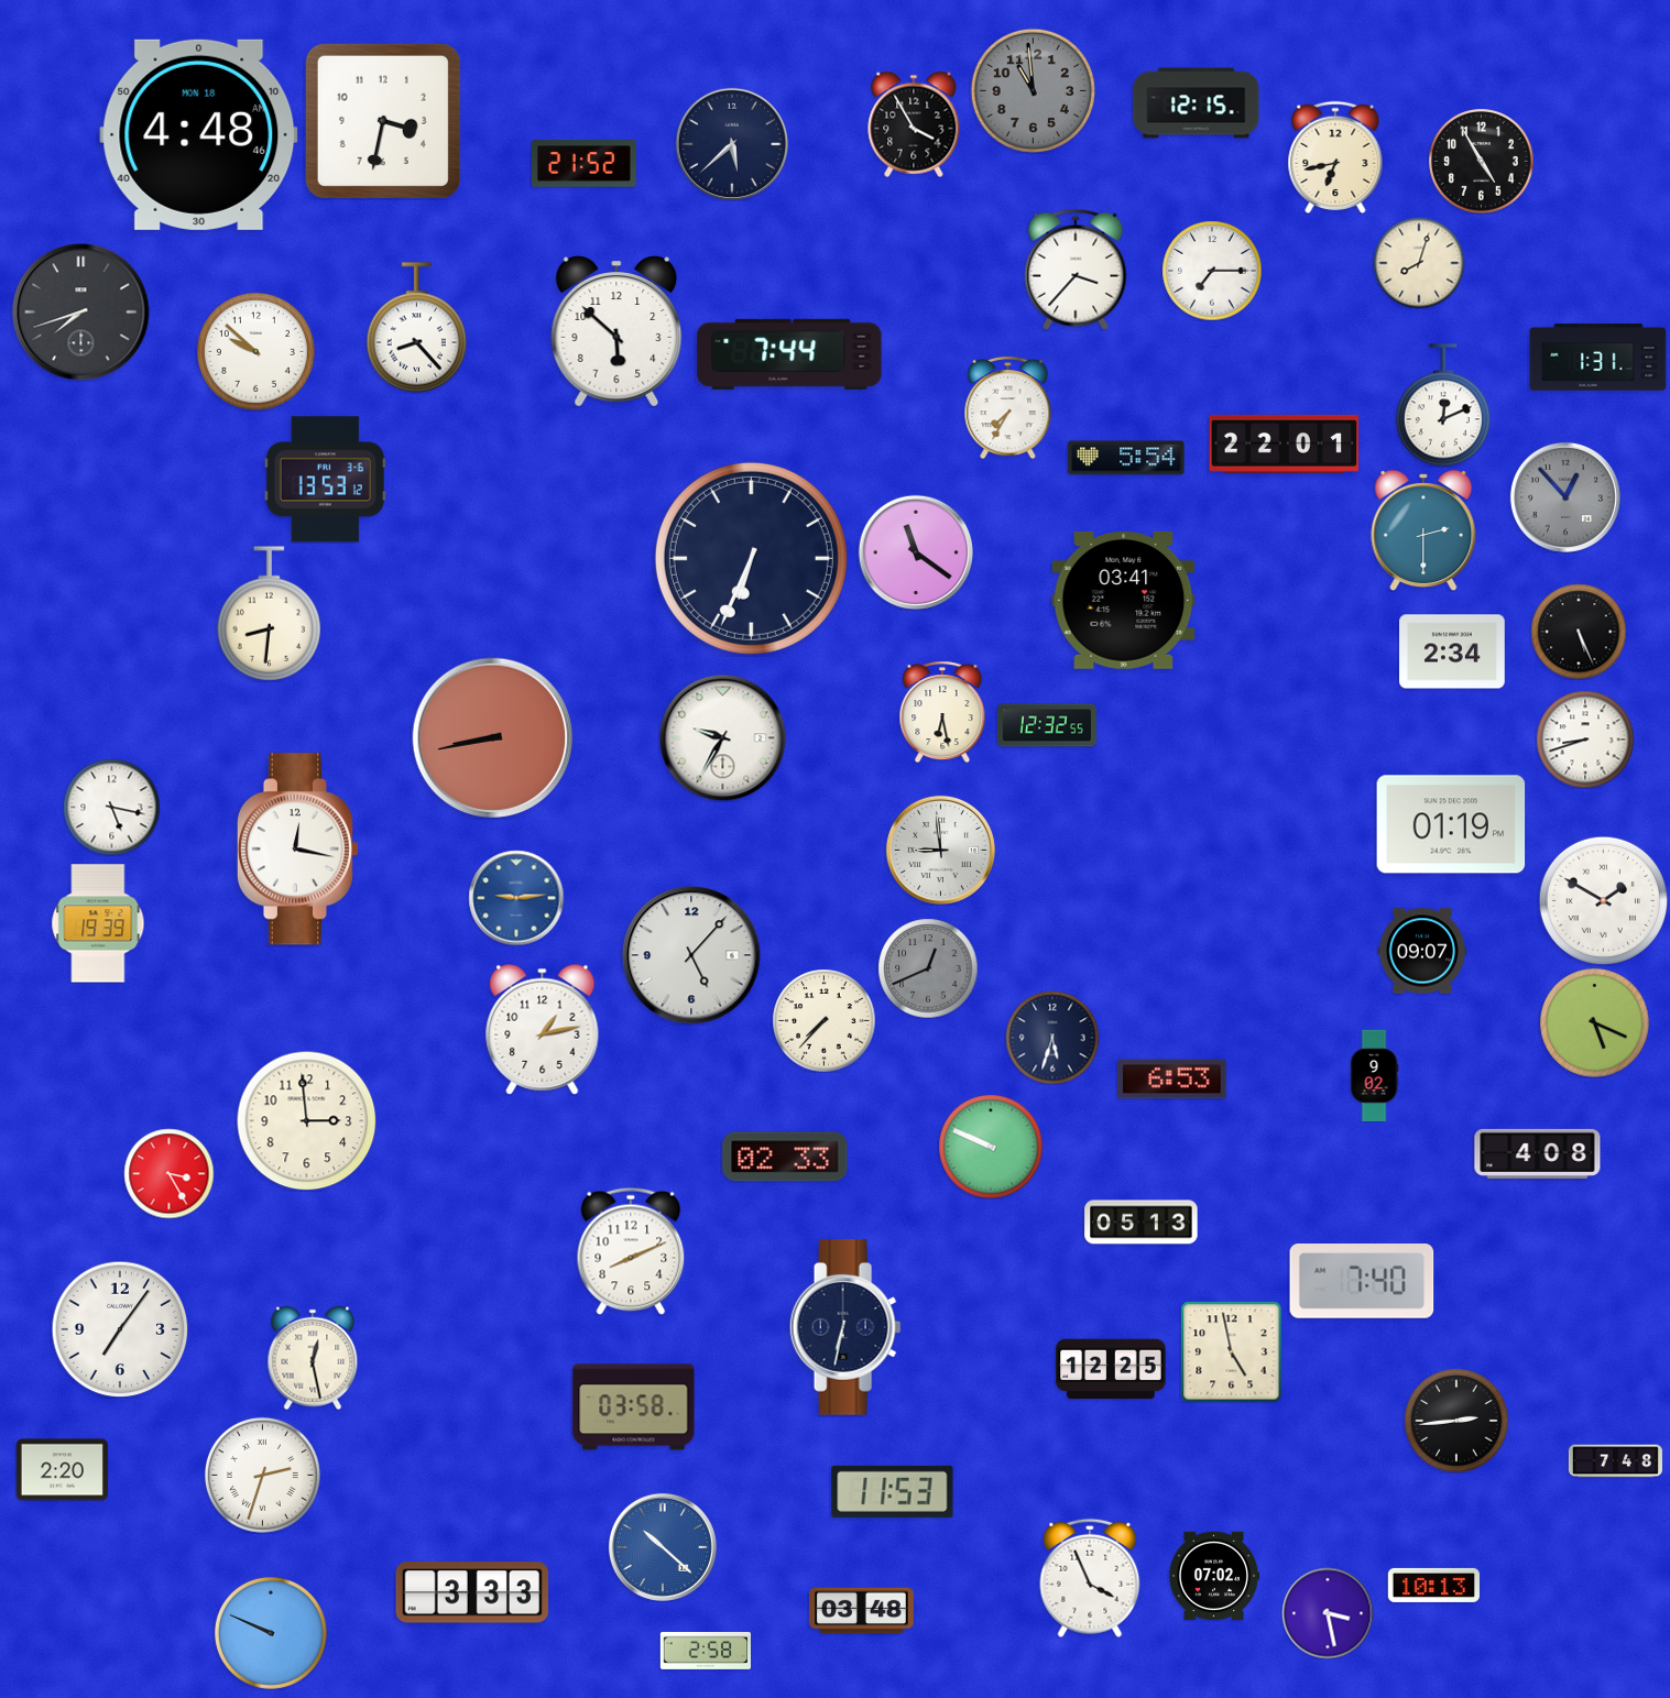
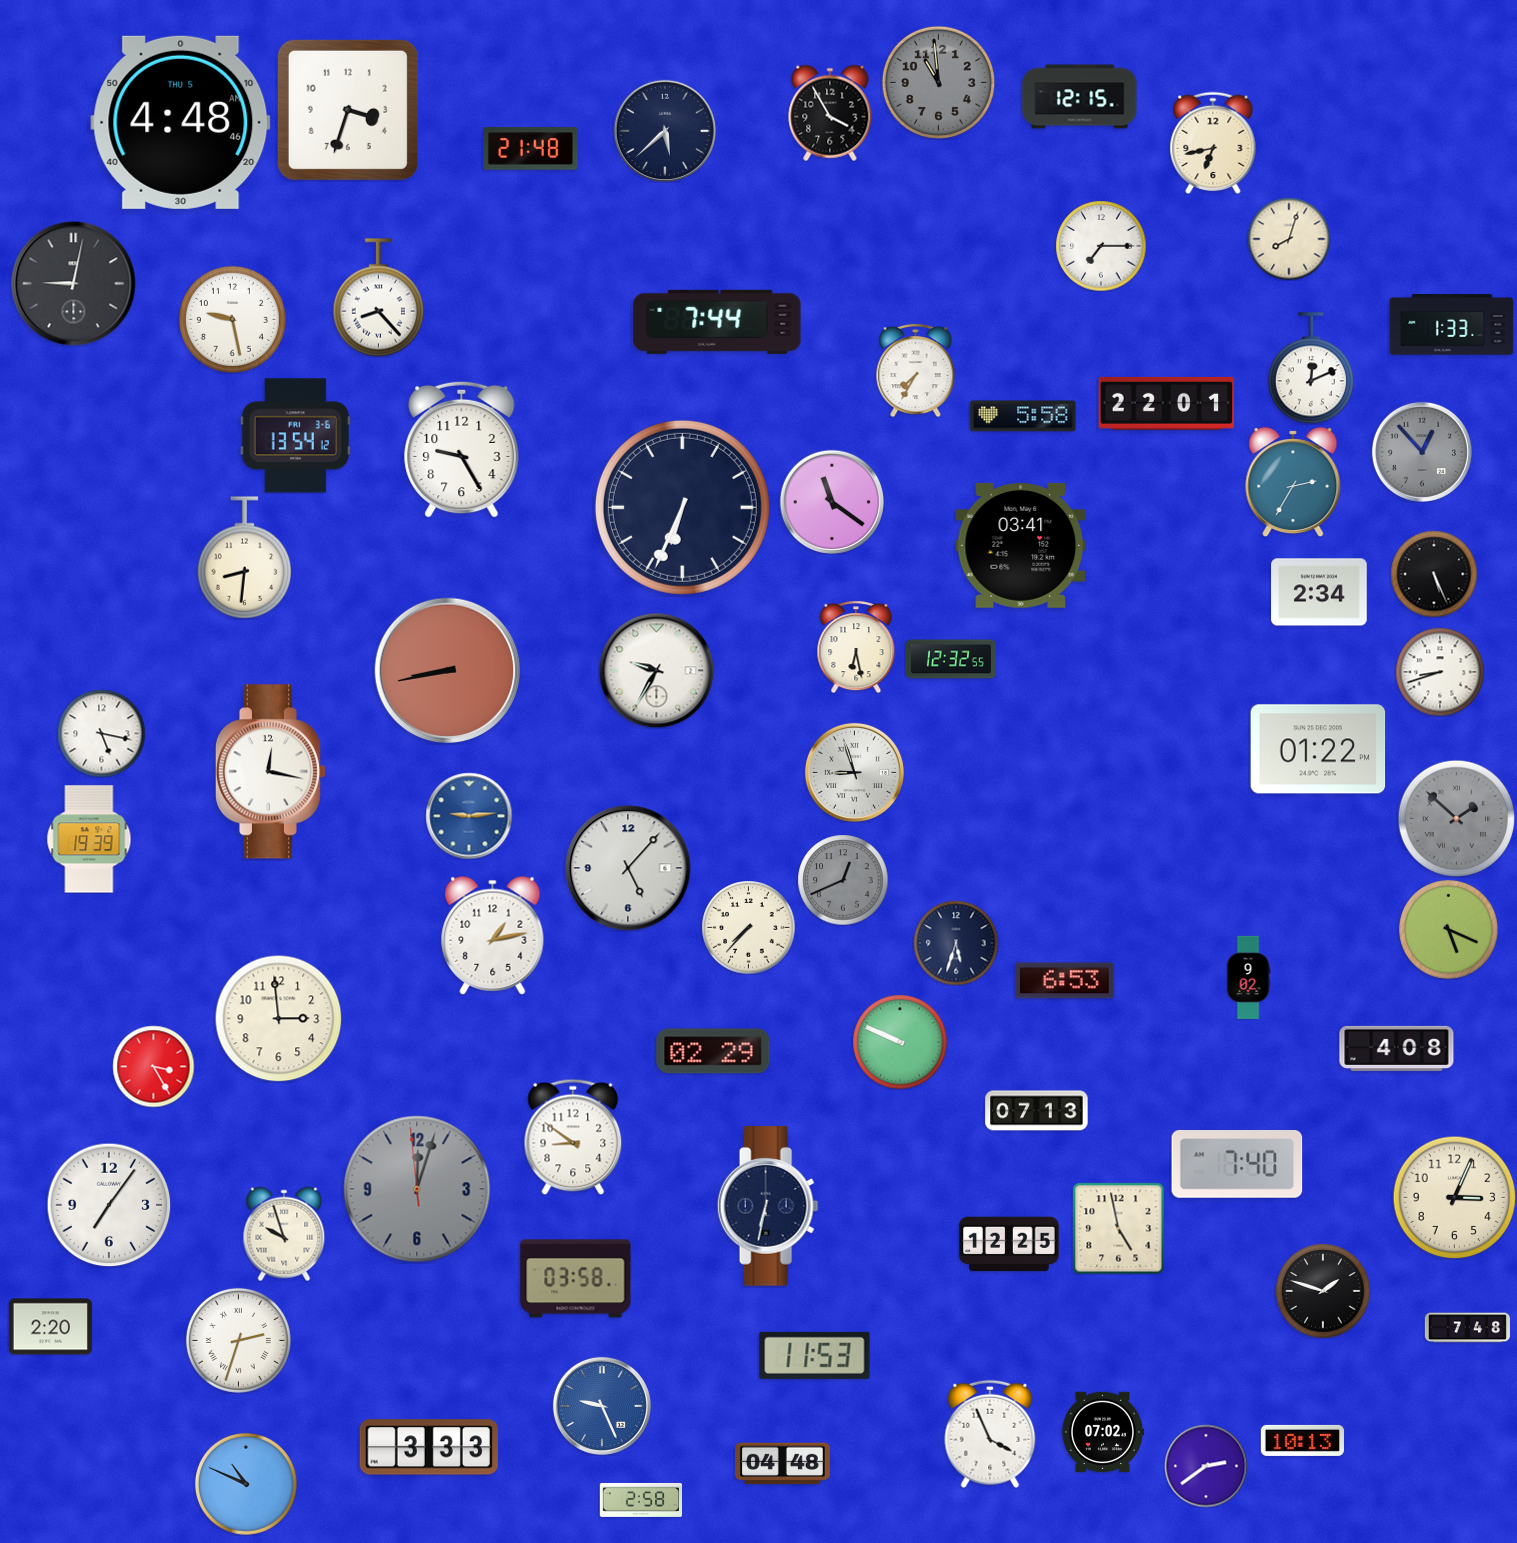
clock at (1197, 103) position: (1197, 103) -> (1080, 97)
clock at (383, 121): 3:32 -> 3:33
clock at (199, 134) date: MON 18 -> THU 5
clock at (1481, 161): 4:55 -> none
clock at (585, 164): 21:52 -> 21:48
clock at (1076, 270): 3:37 -> none
clock at (81, 313): 7:42 -> 9:02
clock at (616, 331): 5:52 -> none
clock at (255, 351): 9:52 -> 9:28
clock at (1598, 358): 1:31 -> 1:33
clock at (1126, 458): 5:54 -> 5:58
clock at (325, 480): 13:53 -> 13:54
clock at (462, 449): none -> 9:25
clock at (1423, 532): 2:30 -> 2:35
clock at (1451, 824): 01:19 -> 01:22
clock at (940, 850): 8:59 -> 8:57
clock at (1603, 900): 1:50 -> 1:52
clock at (1603, 900) dial: white -> grey
clock at (1422, 951): 09:07 -> none
clock at (785, 1157): 02:33 -> 02:29
clock at (1142, 1223): 05:13 -> 07:13
clock at (631, 1251): 8:11 -> 8:51
clock at (417, 1189): none -> 12:02
clock at (1454, 1197): none -> 3:04
clock at (120, 1329) position: (120, 1329) -> (109, 1205)
clock at (313, 1358): 12:28 -> 9:57
clock at (1456, 1421): 2:44 -> 1:48
clock at (62, 1470) position: (62, 1470) -> (50, 1327)
clock at (893, 1491) position: (893, 1491) -> (815, 1355)
clock at (663, 1547): 10:22 -> 9:26
clock at (862, 1611): 03:48 -> 04:48
clock at (1328, 1613): 3:28 -> 2:39
clock at (271, 1633): 9:49 -> 10:49
